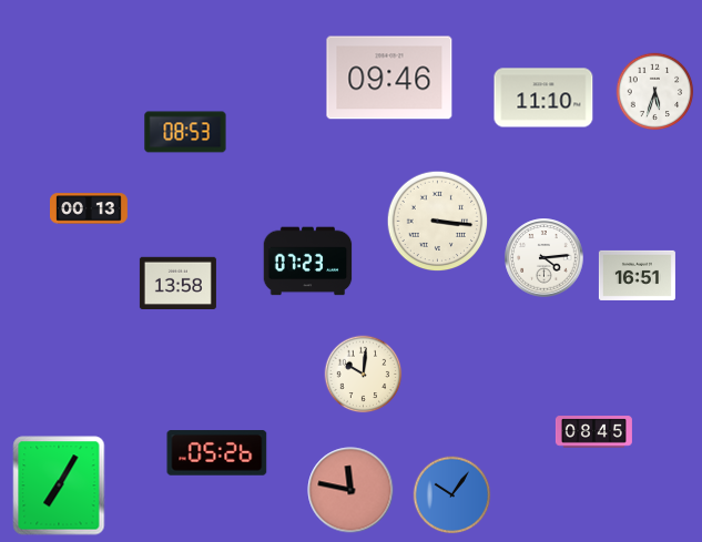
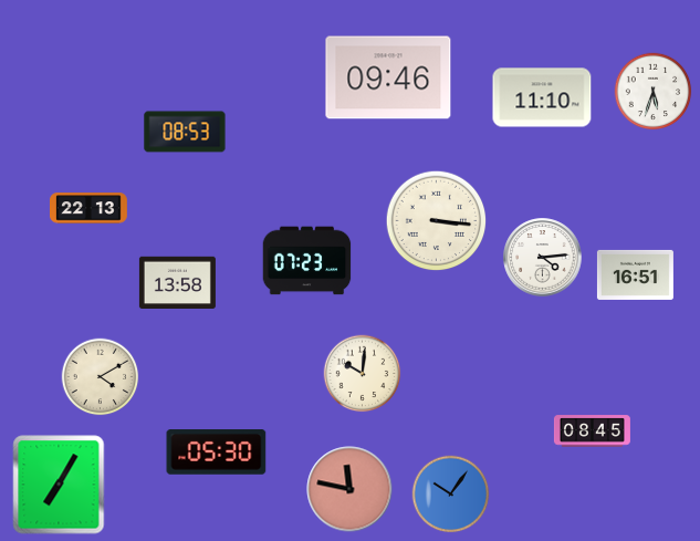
clock at (90, 208): 00:13 -> 22:13
clock at (101, 377): none -> 4:10
clock at (217, 453): 05:26 -> 05:30
